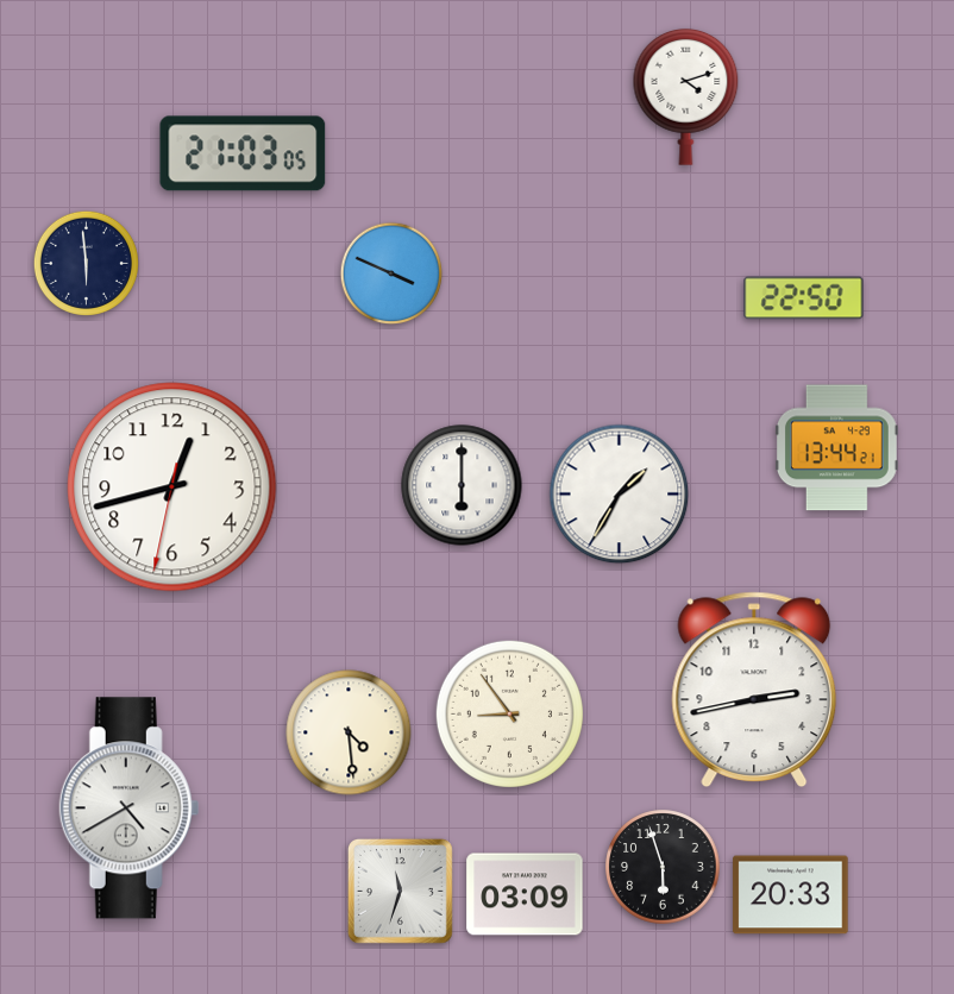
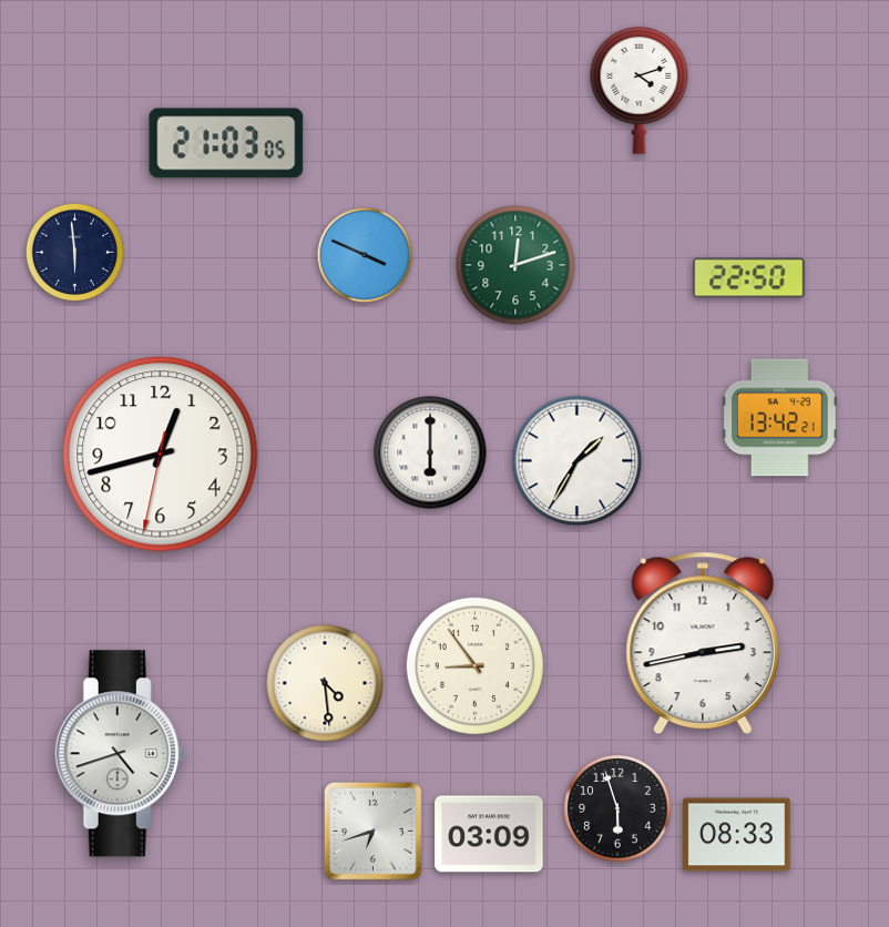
clock at (86, 263) position: (86, 263) -> (74, 252)
clock at (515, 265): none -> 12:12
clock at (837, 448): 13:44 -> 13:42
clock at (130, 809): 4:40 -> 4:42
clock at (400, 891): 11:33 -> 6:42
clock at (791, 895): 20:33 -> 08:33
